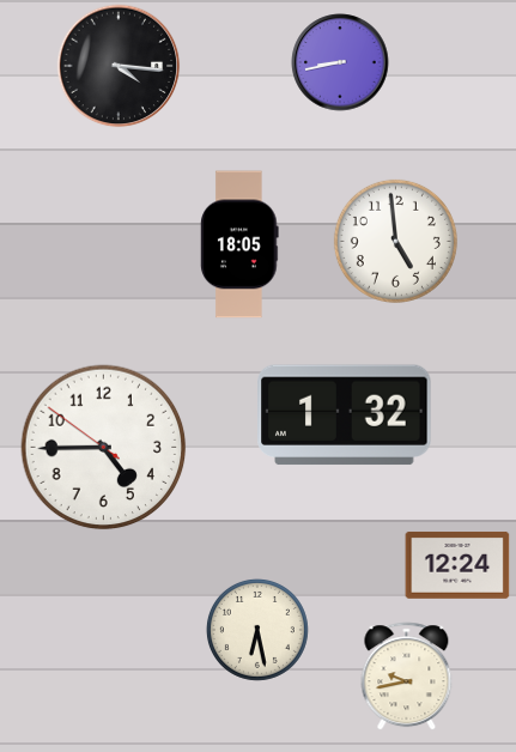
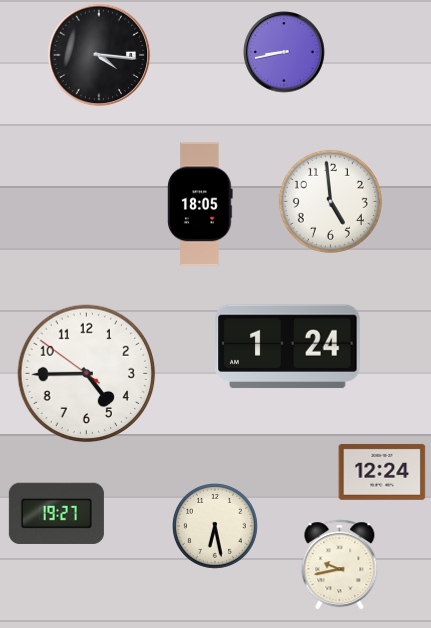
clock at (345, 416): 1:32 -> 1:24
clock at (56, 513): none -> 19:27
